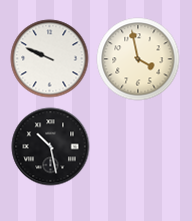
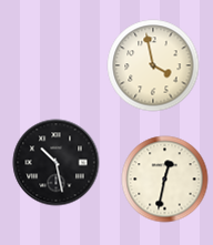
clock at (49, 58): 9:49 -> none
clock at (164, 178): none -> 12:32
